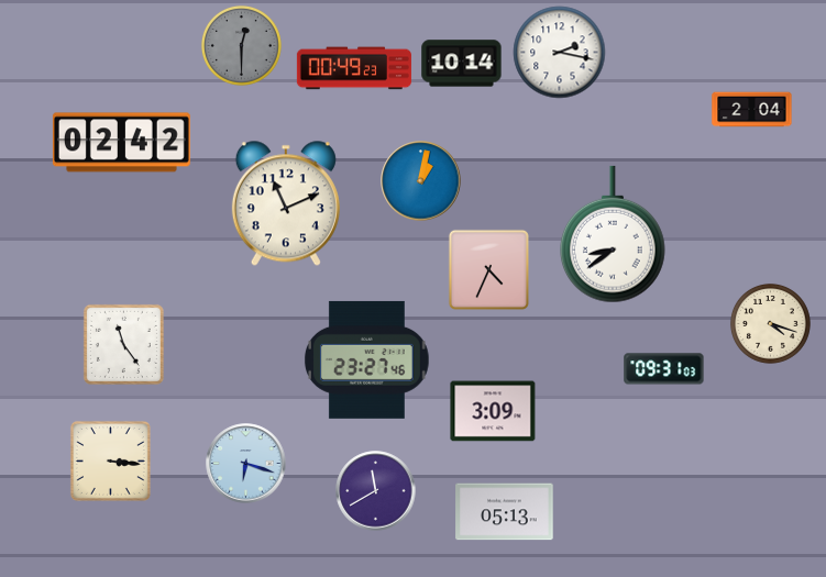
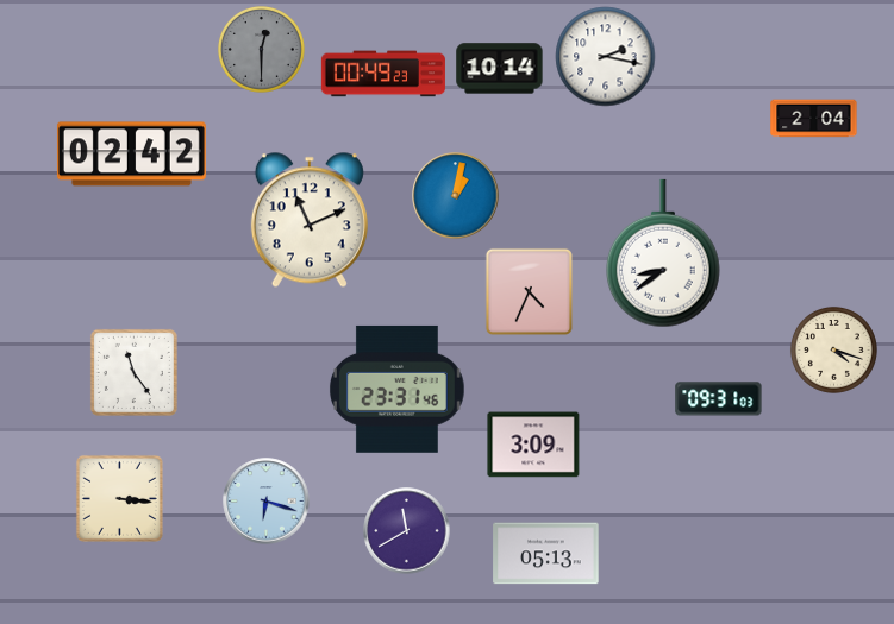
clock at (366, 359): 23:27 -> 23:31
